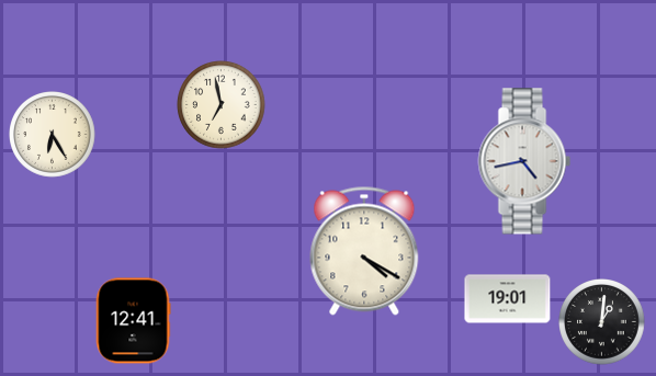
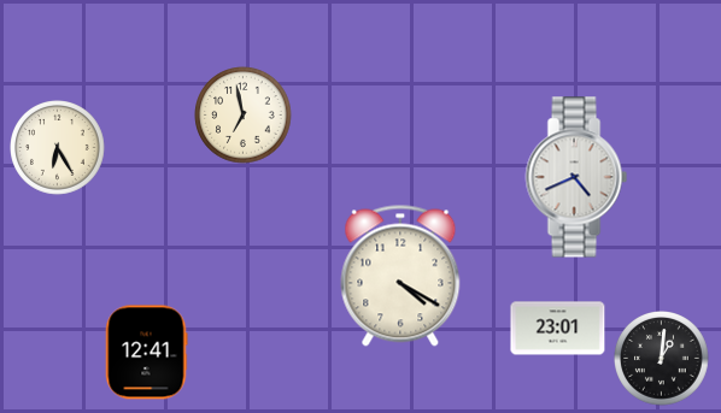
clock at (524, 161): 4:43 -> 4:41
clock at (508, 299): 19:01 -> 23:01
clock at (602, 322) position: (602, 322) -> (662, 359)
